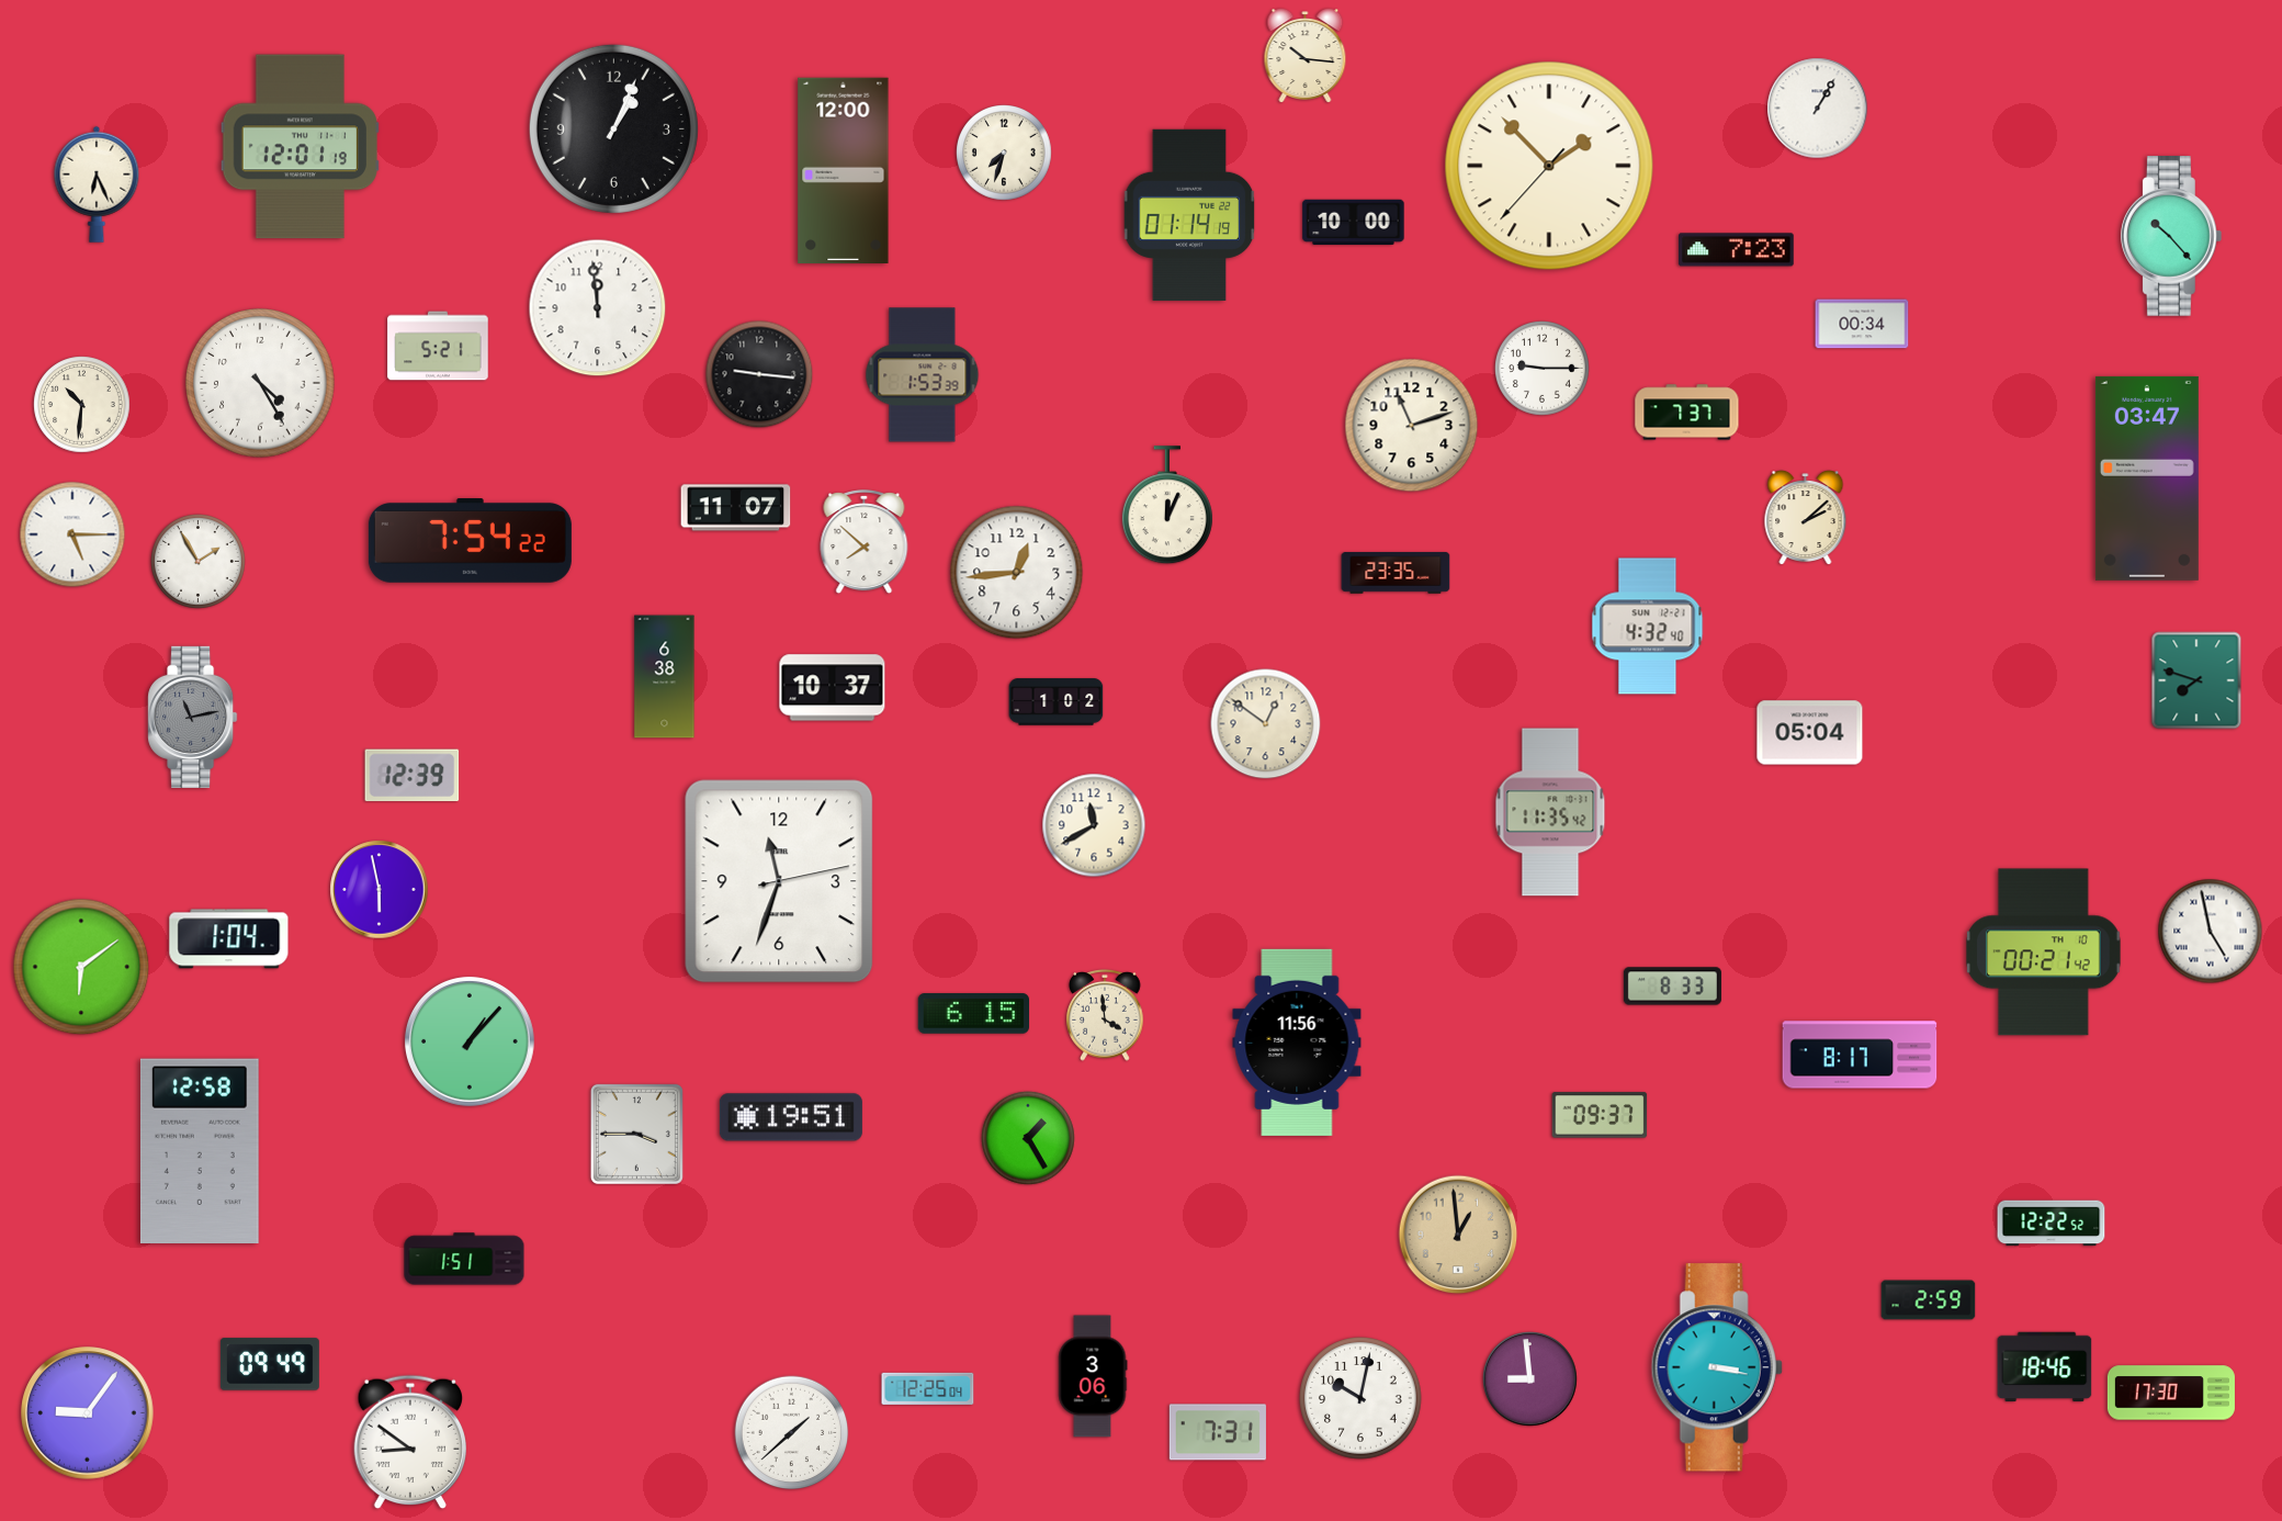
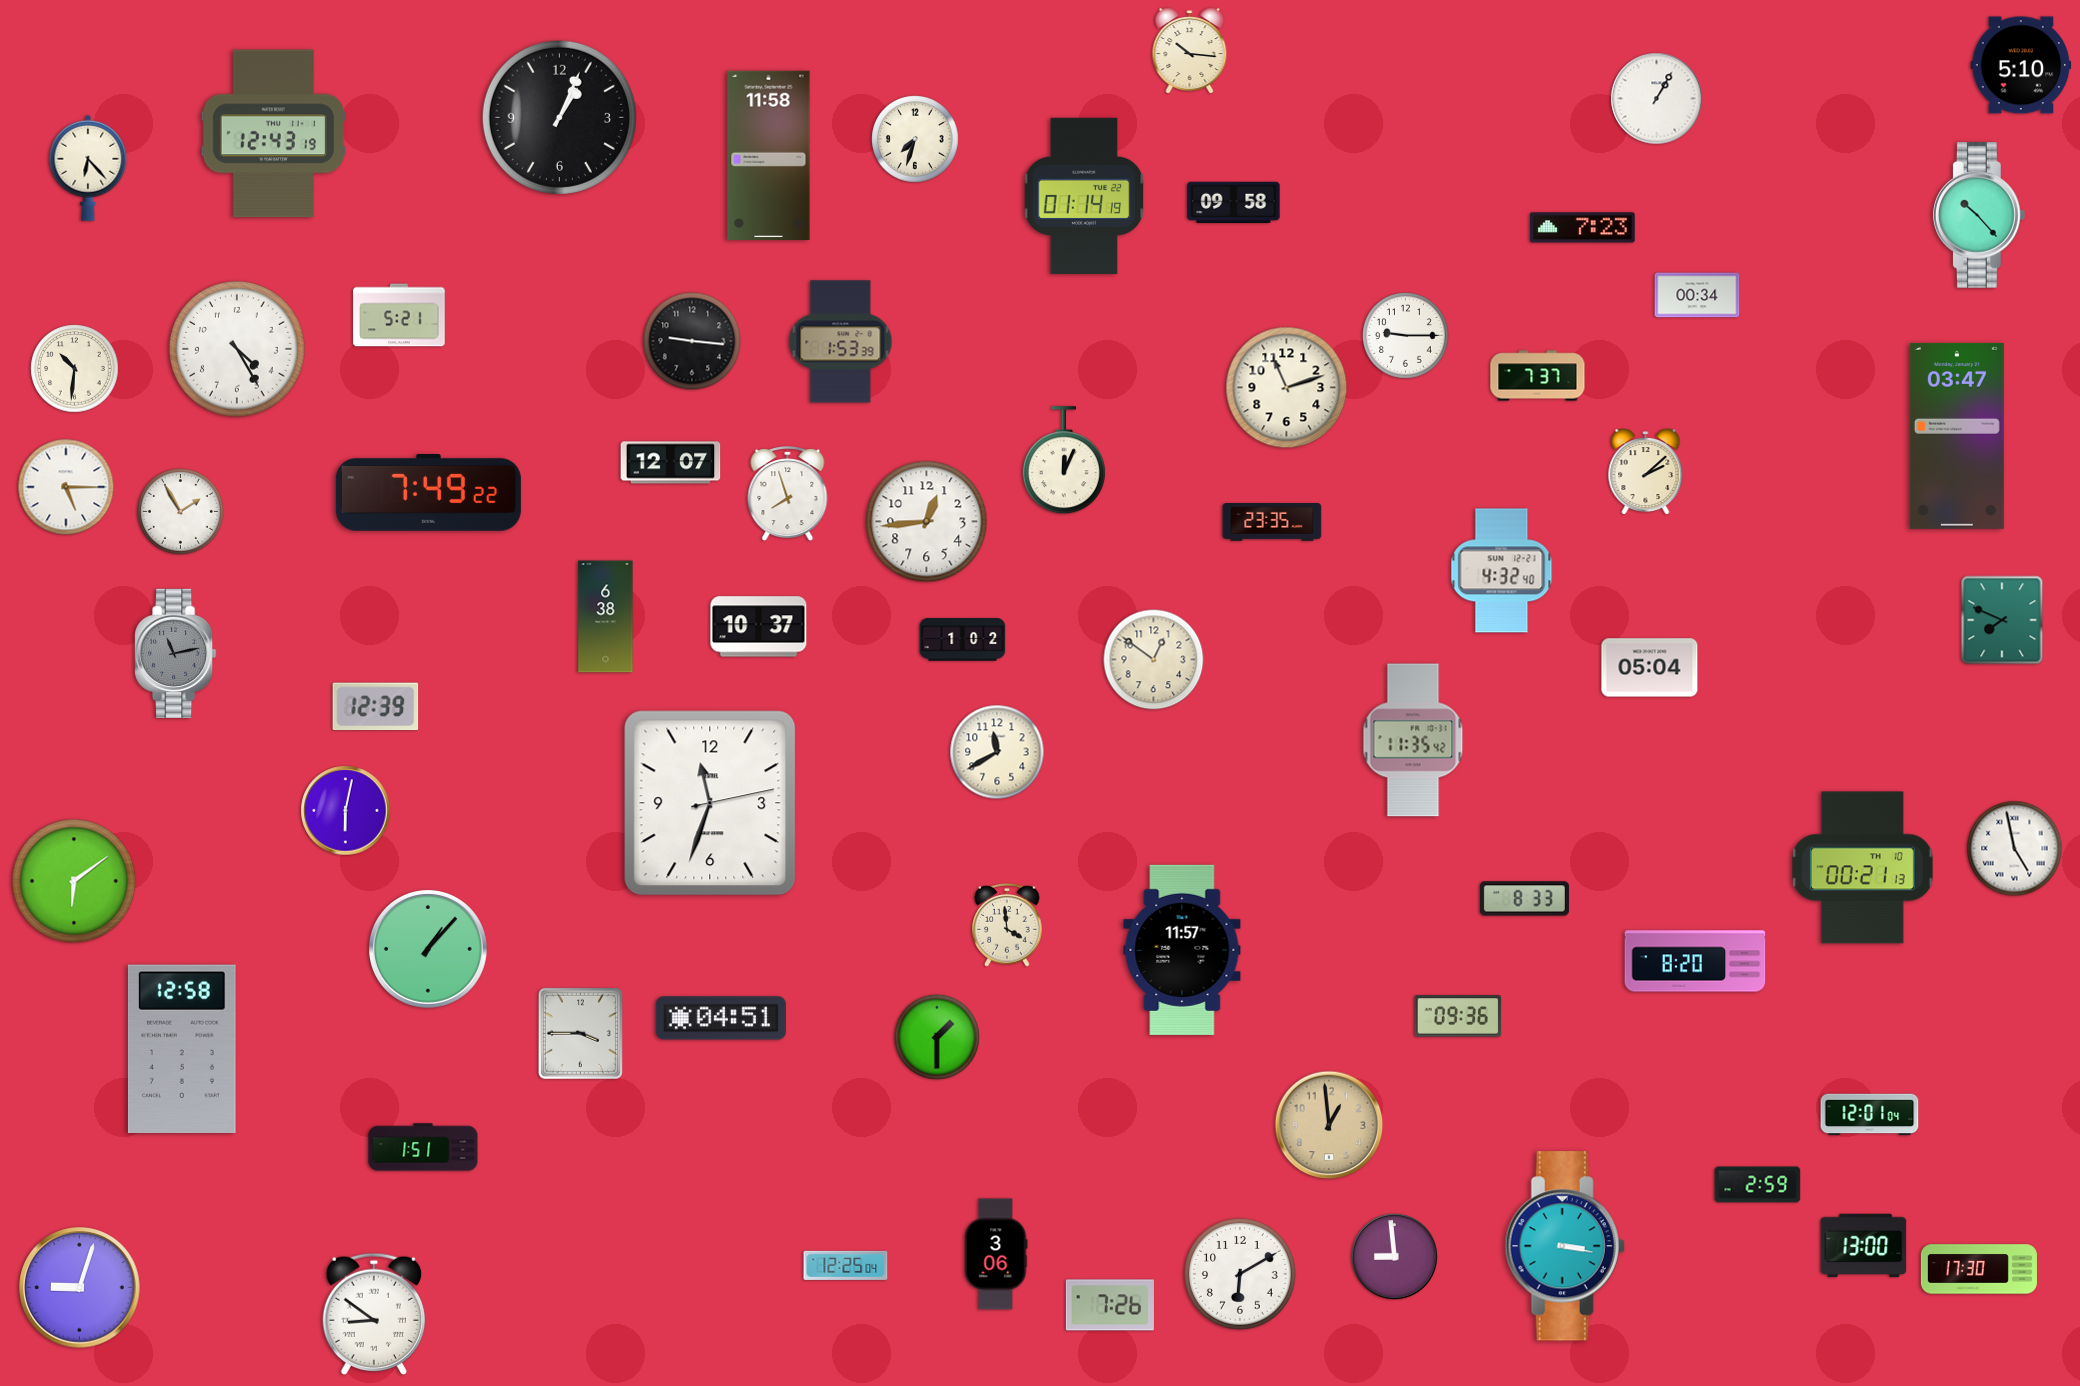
clock at (2021, 65): none -> 5:10
clock at (300, 147): 12:01 -> 12:43
clock at (1549, 166): 1:52 -> none
clock at (844, 170): 12:00 -> 11:58
clock at (97, 184): 6:26 -> 6:23
clock at (1354, 222): 10:00 -> 09:58
clock at (598, 308): 11:59 -> none
clock at (736, 508): 11:07 -> 12:07
clock at (470, 541): 7:54 -> 7:49
clock at (865, 542): 7:52 -> 7:57
clock at (2196, 680): 7:48 -> 7:49
clock at (380, 890): 5:58 -> 6:02
clock at (229, 939): 1:04 -> none
clock at (2043, 953): 00:21:42 -> 00:21:13
clock at (973, 1014): 6:15 -> none
clock at (1297, 1043): 11:56 -> 11:57
clock at (1860, 1055): 8:17 -> 8:20
clock at (1600, 1115): 09:37 -> 09:36
clock at (791, 1117): 19:51 -> 04:51
clock at (1028, 1138): 1:25 -> 1:30
clock at (2052, 1224): 12:22 -> 12:01
clock at (270, 1364): 09:49 -> none
clock at (2045, 1367): 18:46 -> 13:00
clock at (1360, 1398): 10:02 -> 6:10
clock at (88, 1413): 9:06 -> 9:03
clock at (1218, 1432): 7:31 -> 7:26
clock at (792, 1433): 1:38 -> none
